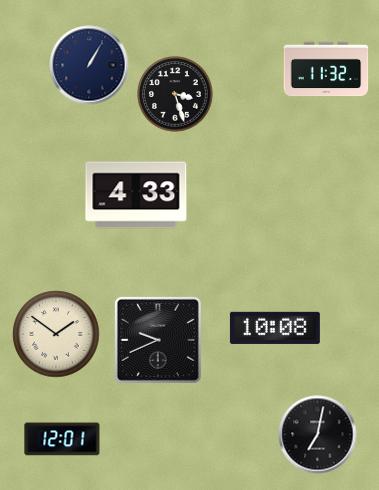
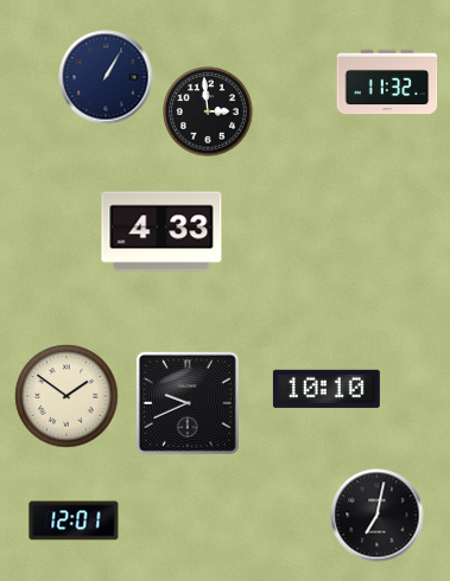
clock at (175, 94): 3:27 -> 2:59
clock at (275, 328): 10:08 -> 10:10
